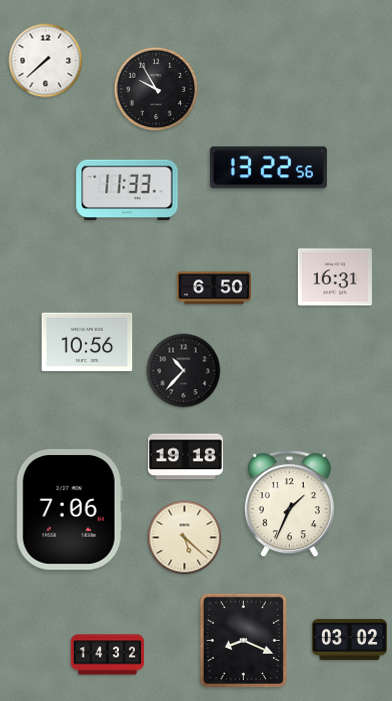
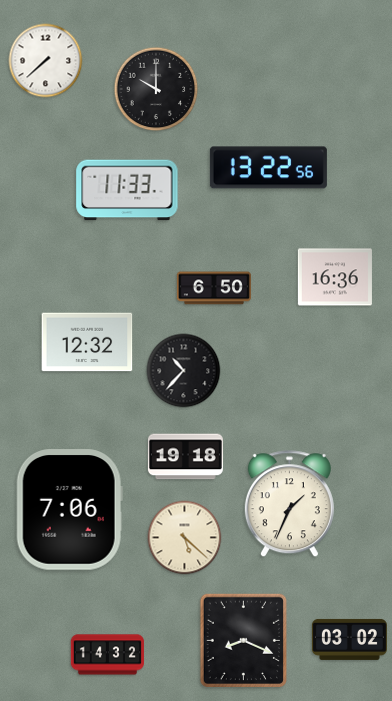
clock at (156, 89): 9:55 -> 10:00
clock at (335, 277): 16:31 -> 16:36
clock at (87, 342): 10:56 -> 12:32
